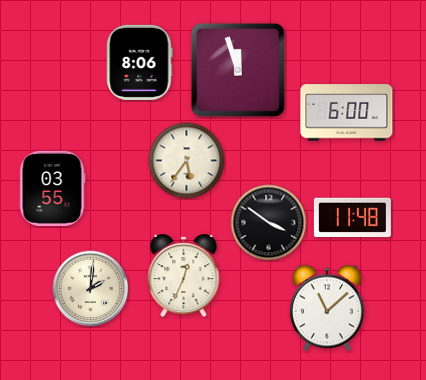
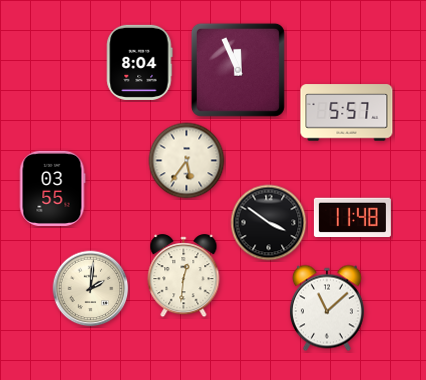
clock at (140, 62): 8:06 -> 8:04
clock at (238, 70): 11:57 -> 11:56
clock at (347, 113): 6:00 -> 5:57
clock at (184, 276): 12:34 -> 12:31
